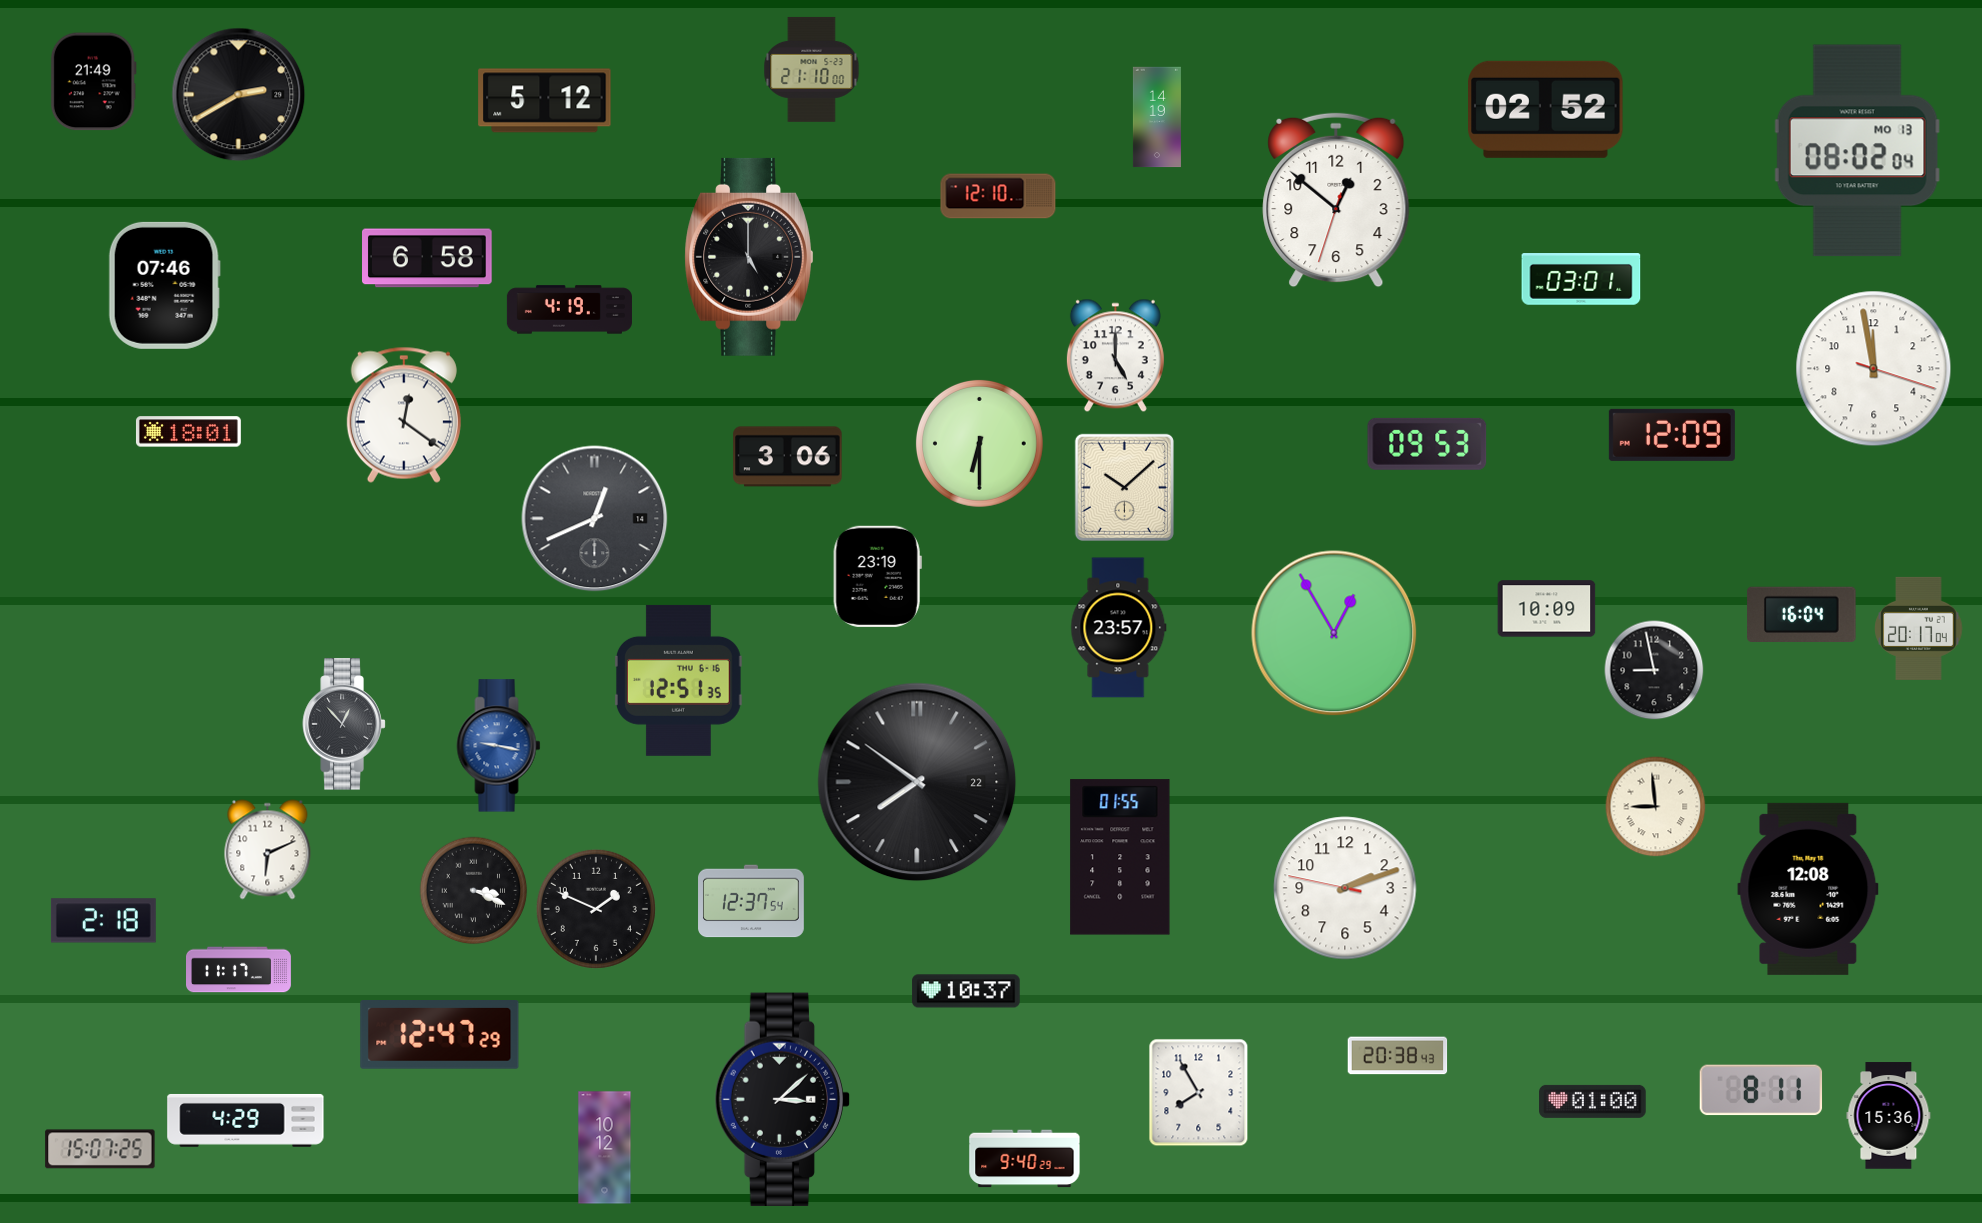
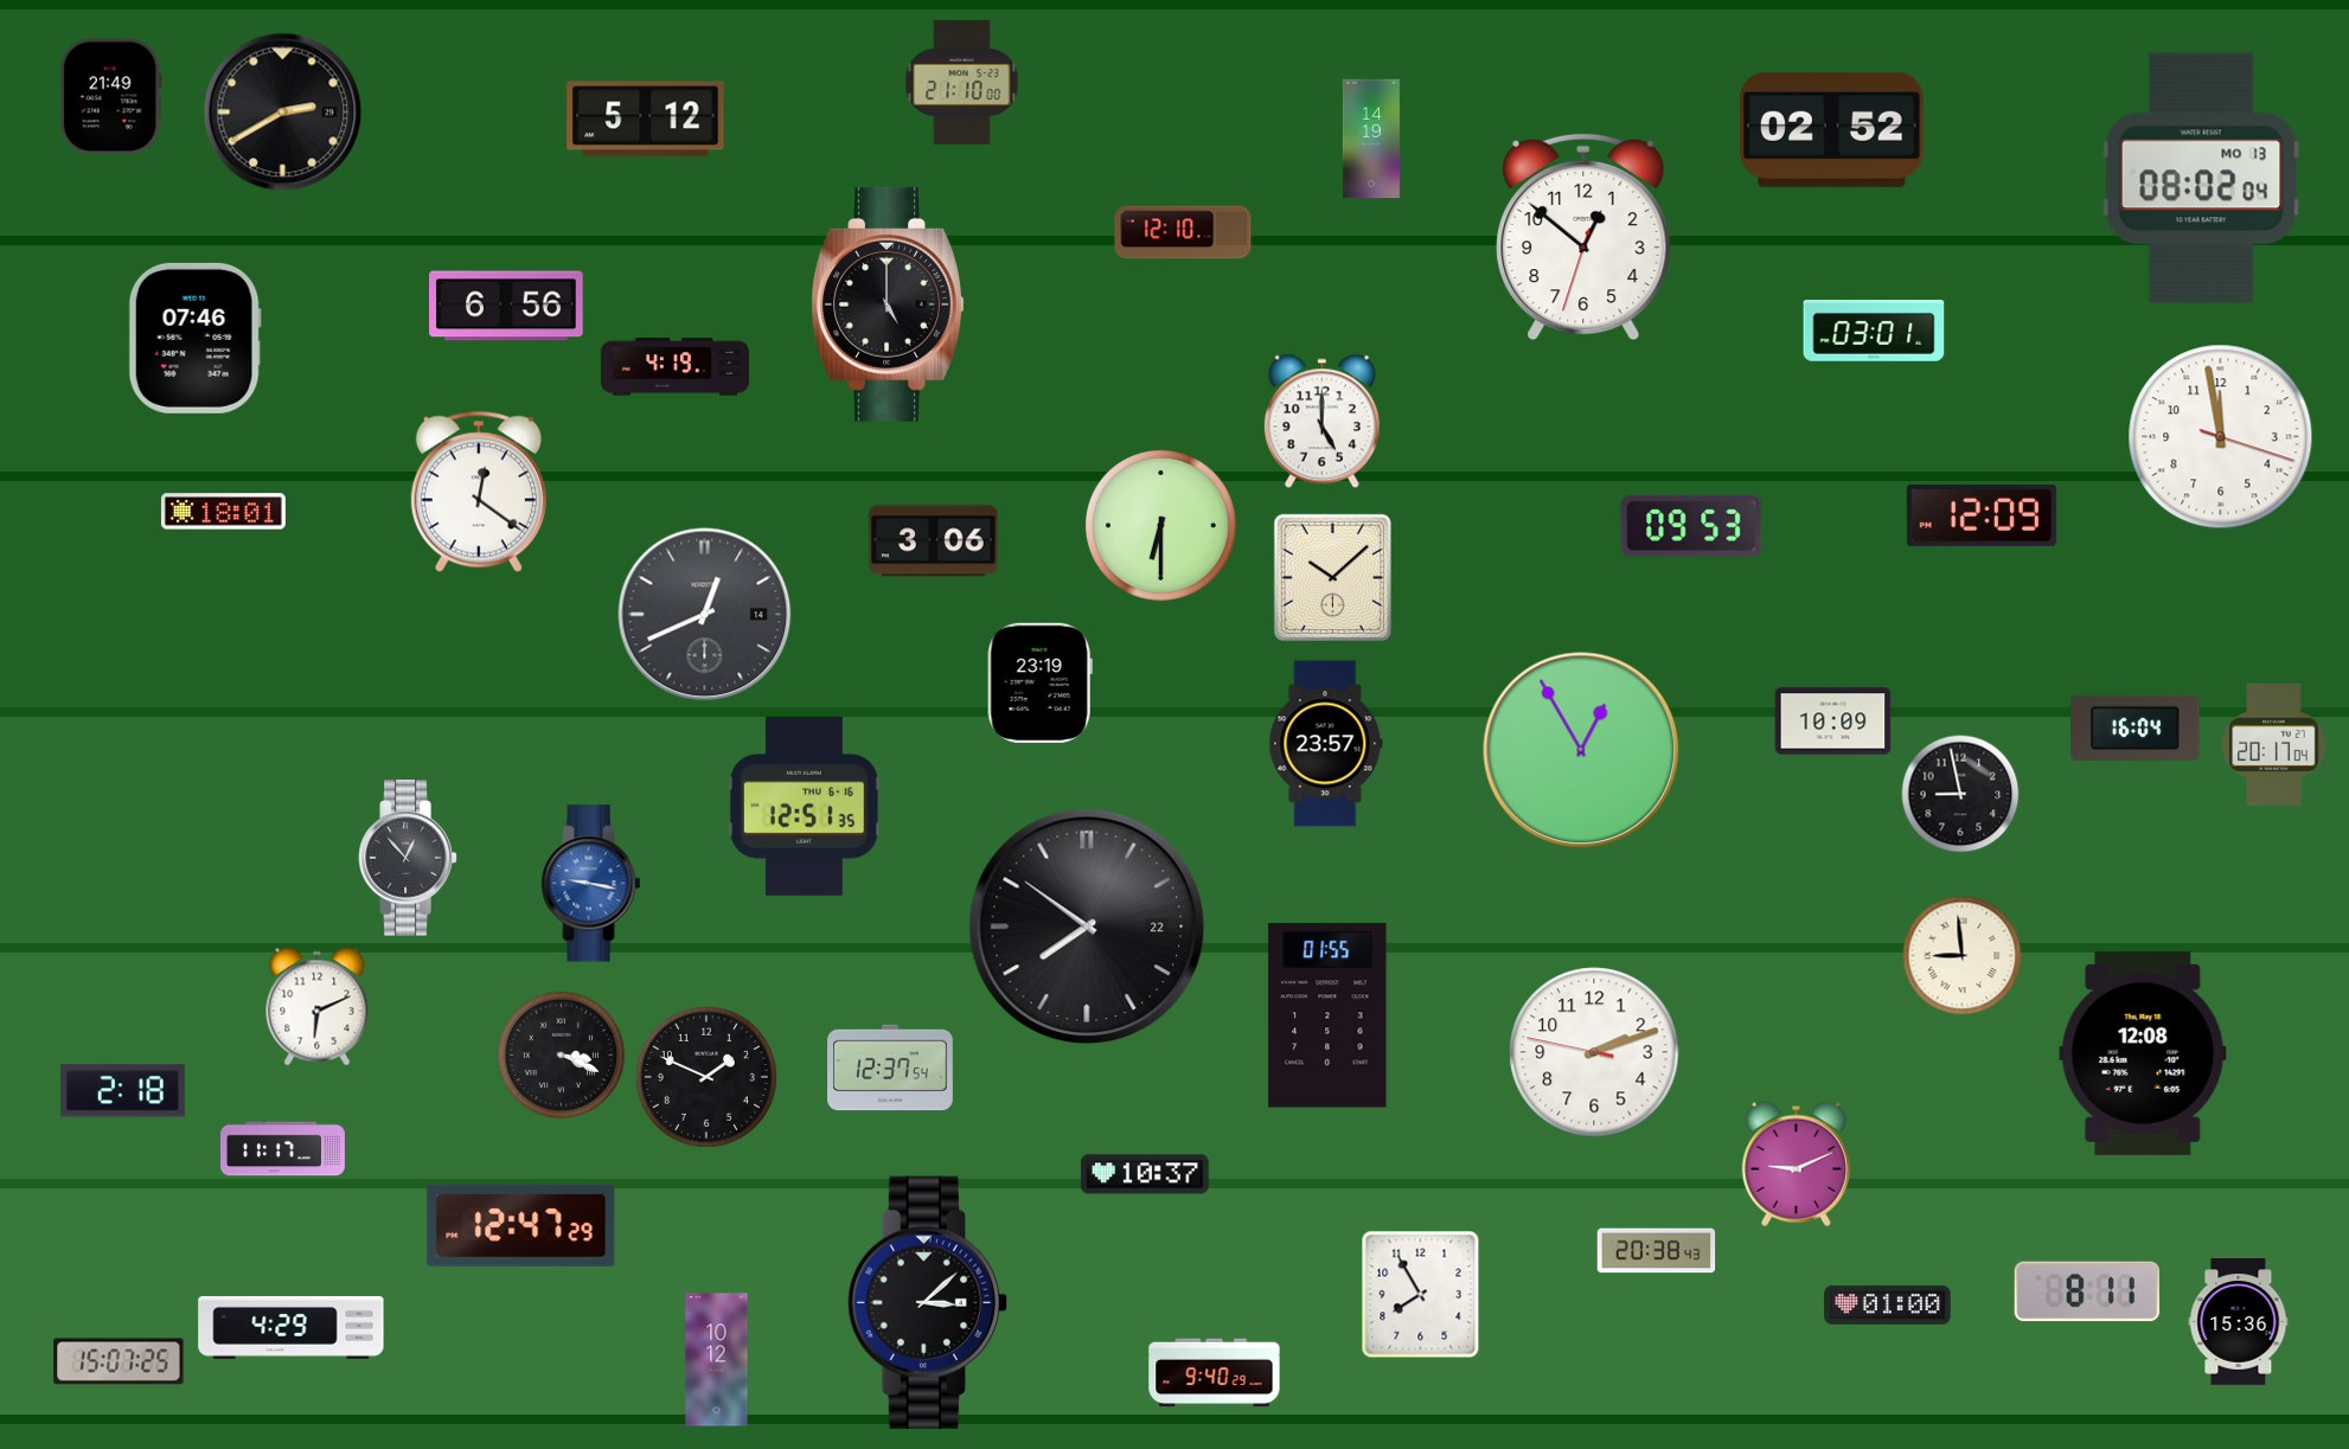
clock at (428, 258): 6:58 -> 6:56
clock at (1796, 1163): none -> 9:11
